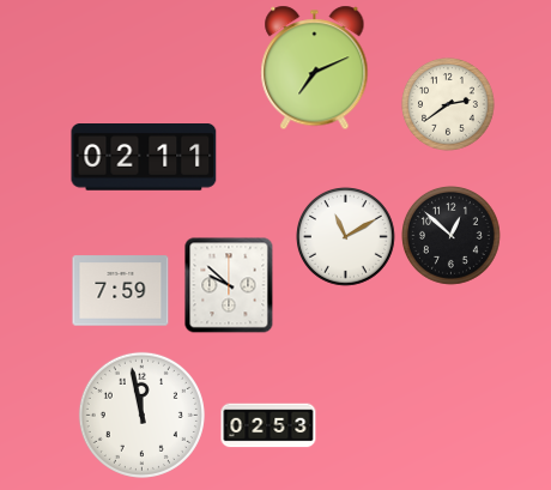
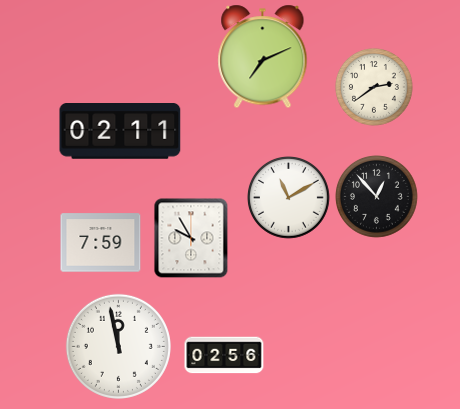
clock at (452, 236): 12:52 -> 12:53
clock at (229, 285): 9:52 -> 9:55
clock at (268, 425): 02:53 -> 02:56
